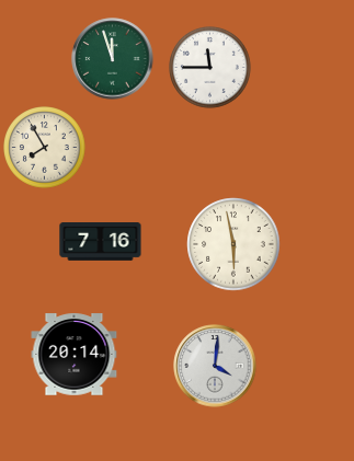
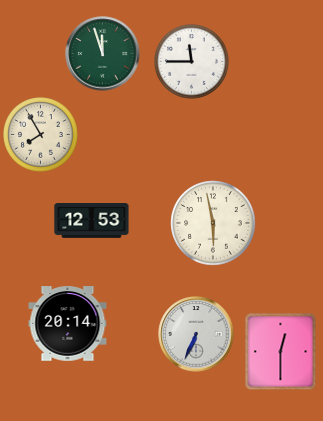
clock at (101, 242): 7:16 -> 12:53
clock at (215, 366): 4:01 -> 6:34
clock at (281, 352): none -> 12:30
